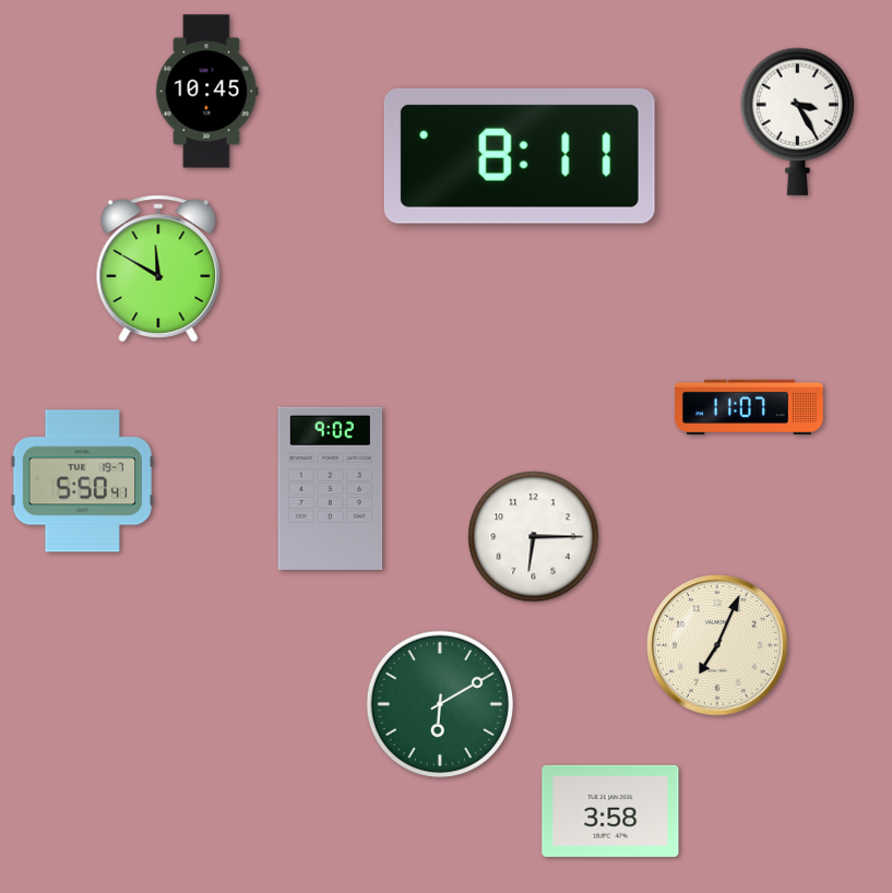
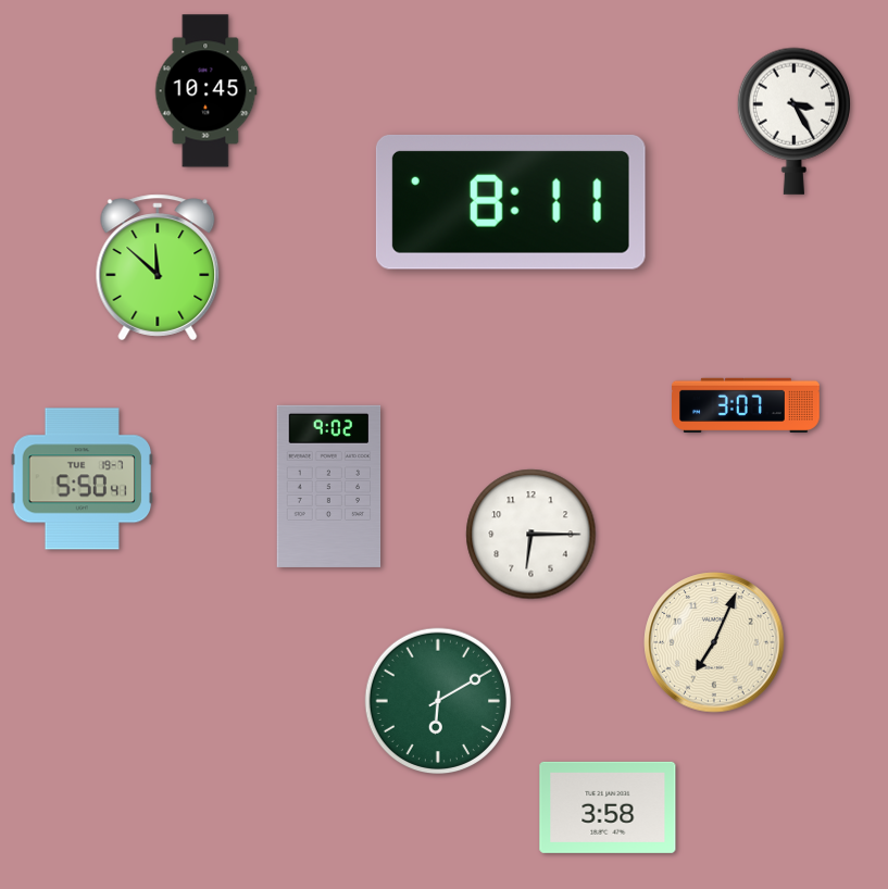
clock at (520, 156) position: (520, 156) -> (511, 202)
clock at (158, 269): 11:50 -> 11:52
clock at (750, 406): 11:07 -> 3:07
